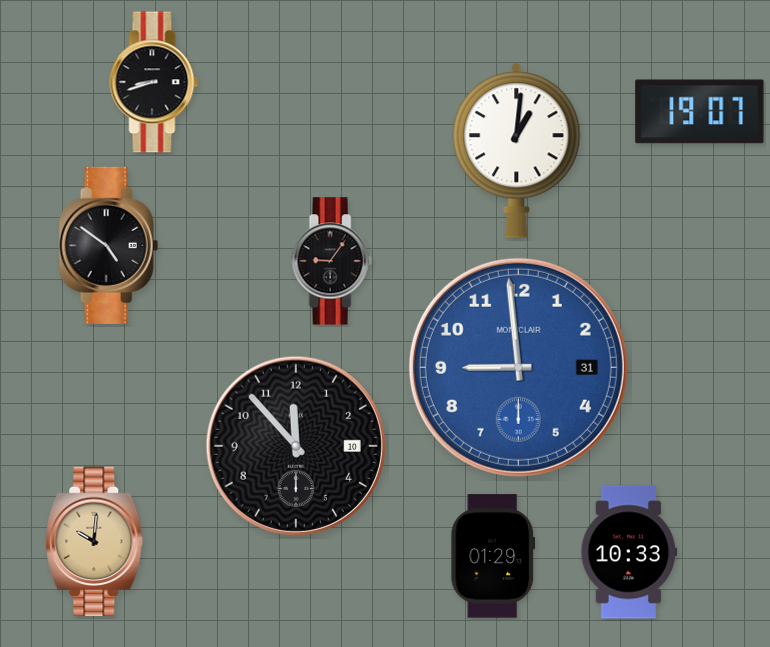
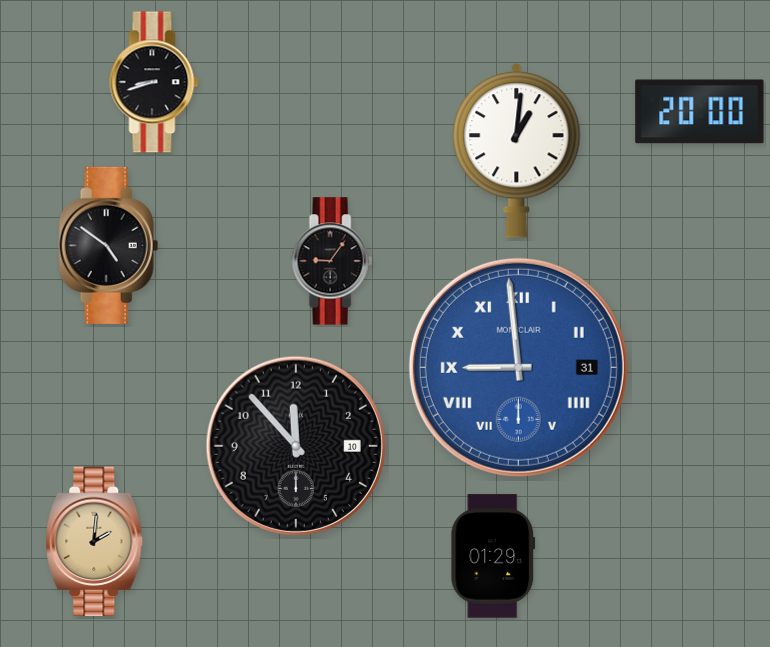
clock at (700, 112): 19:07 -> 20:00
clock at (518, 367) numerals: Arabic -> Roman
clock at (95, 542): 10:01 -> 2:01
clock at (629, 552): 10:33 -> none
